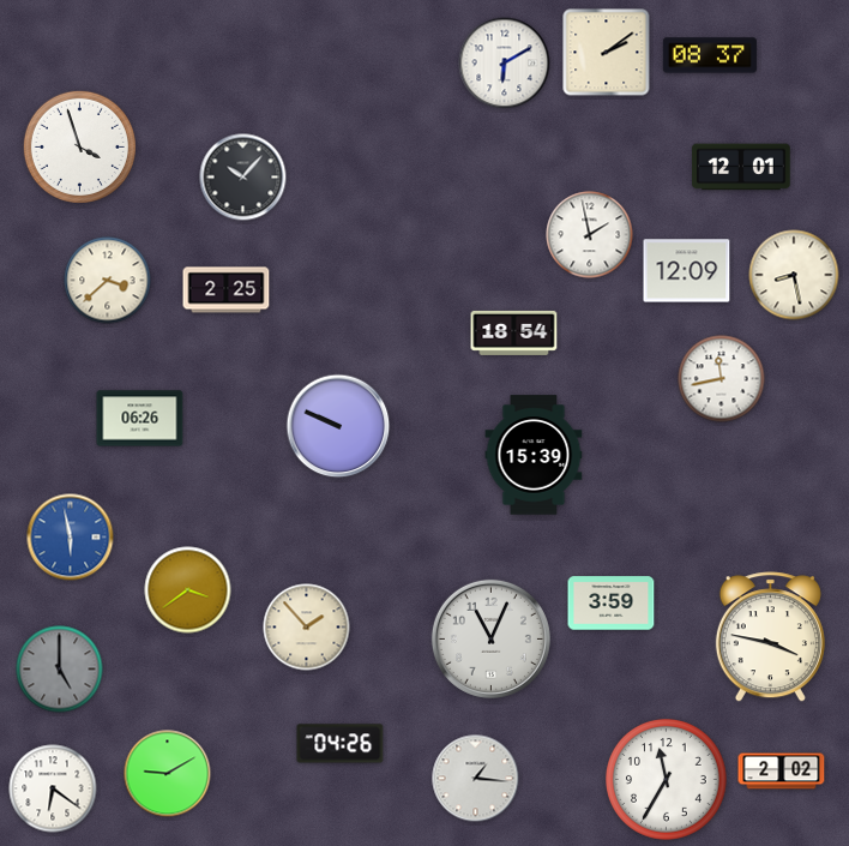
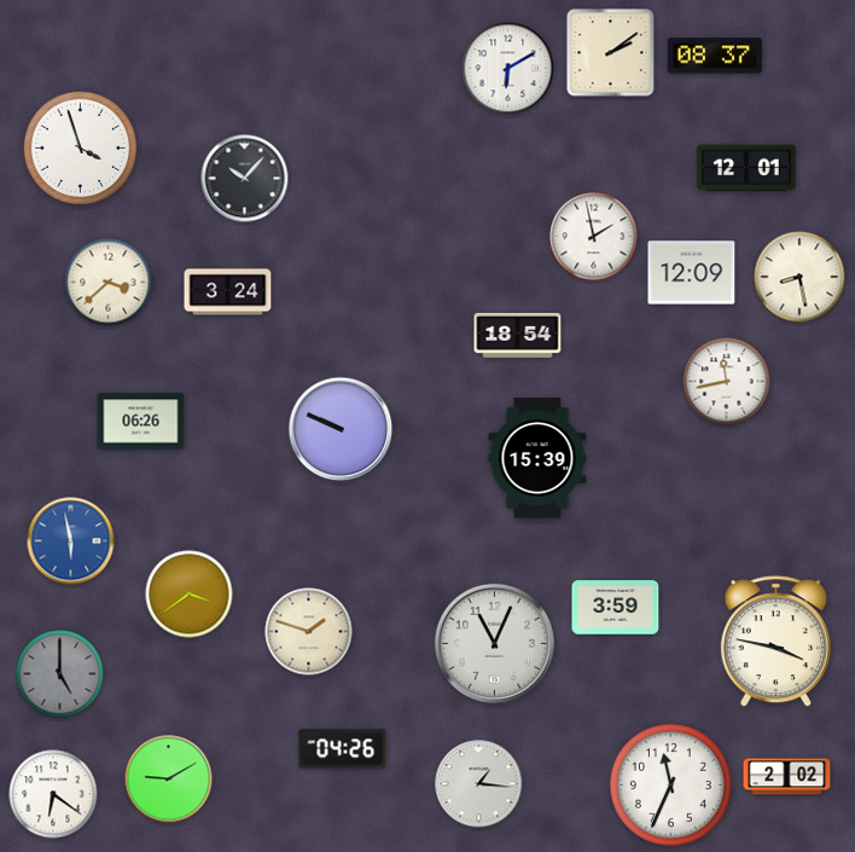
clock at (505, 64) position: (505, 64) -> (508, 69)
clock at (227, 290): 2:25 -> 3:24
clock at (307, 628): 1:53 -> 1:48
clock at (667, 780): 11:35 -> 11:34
